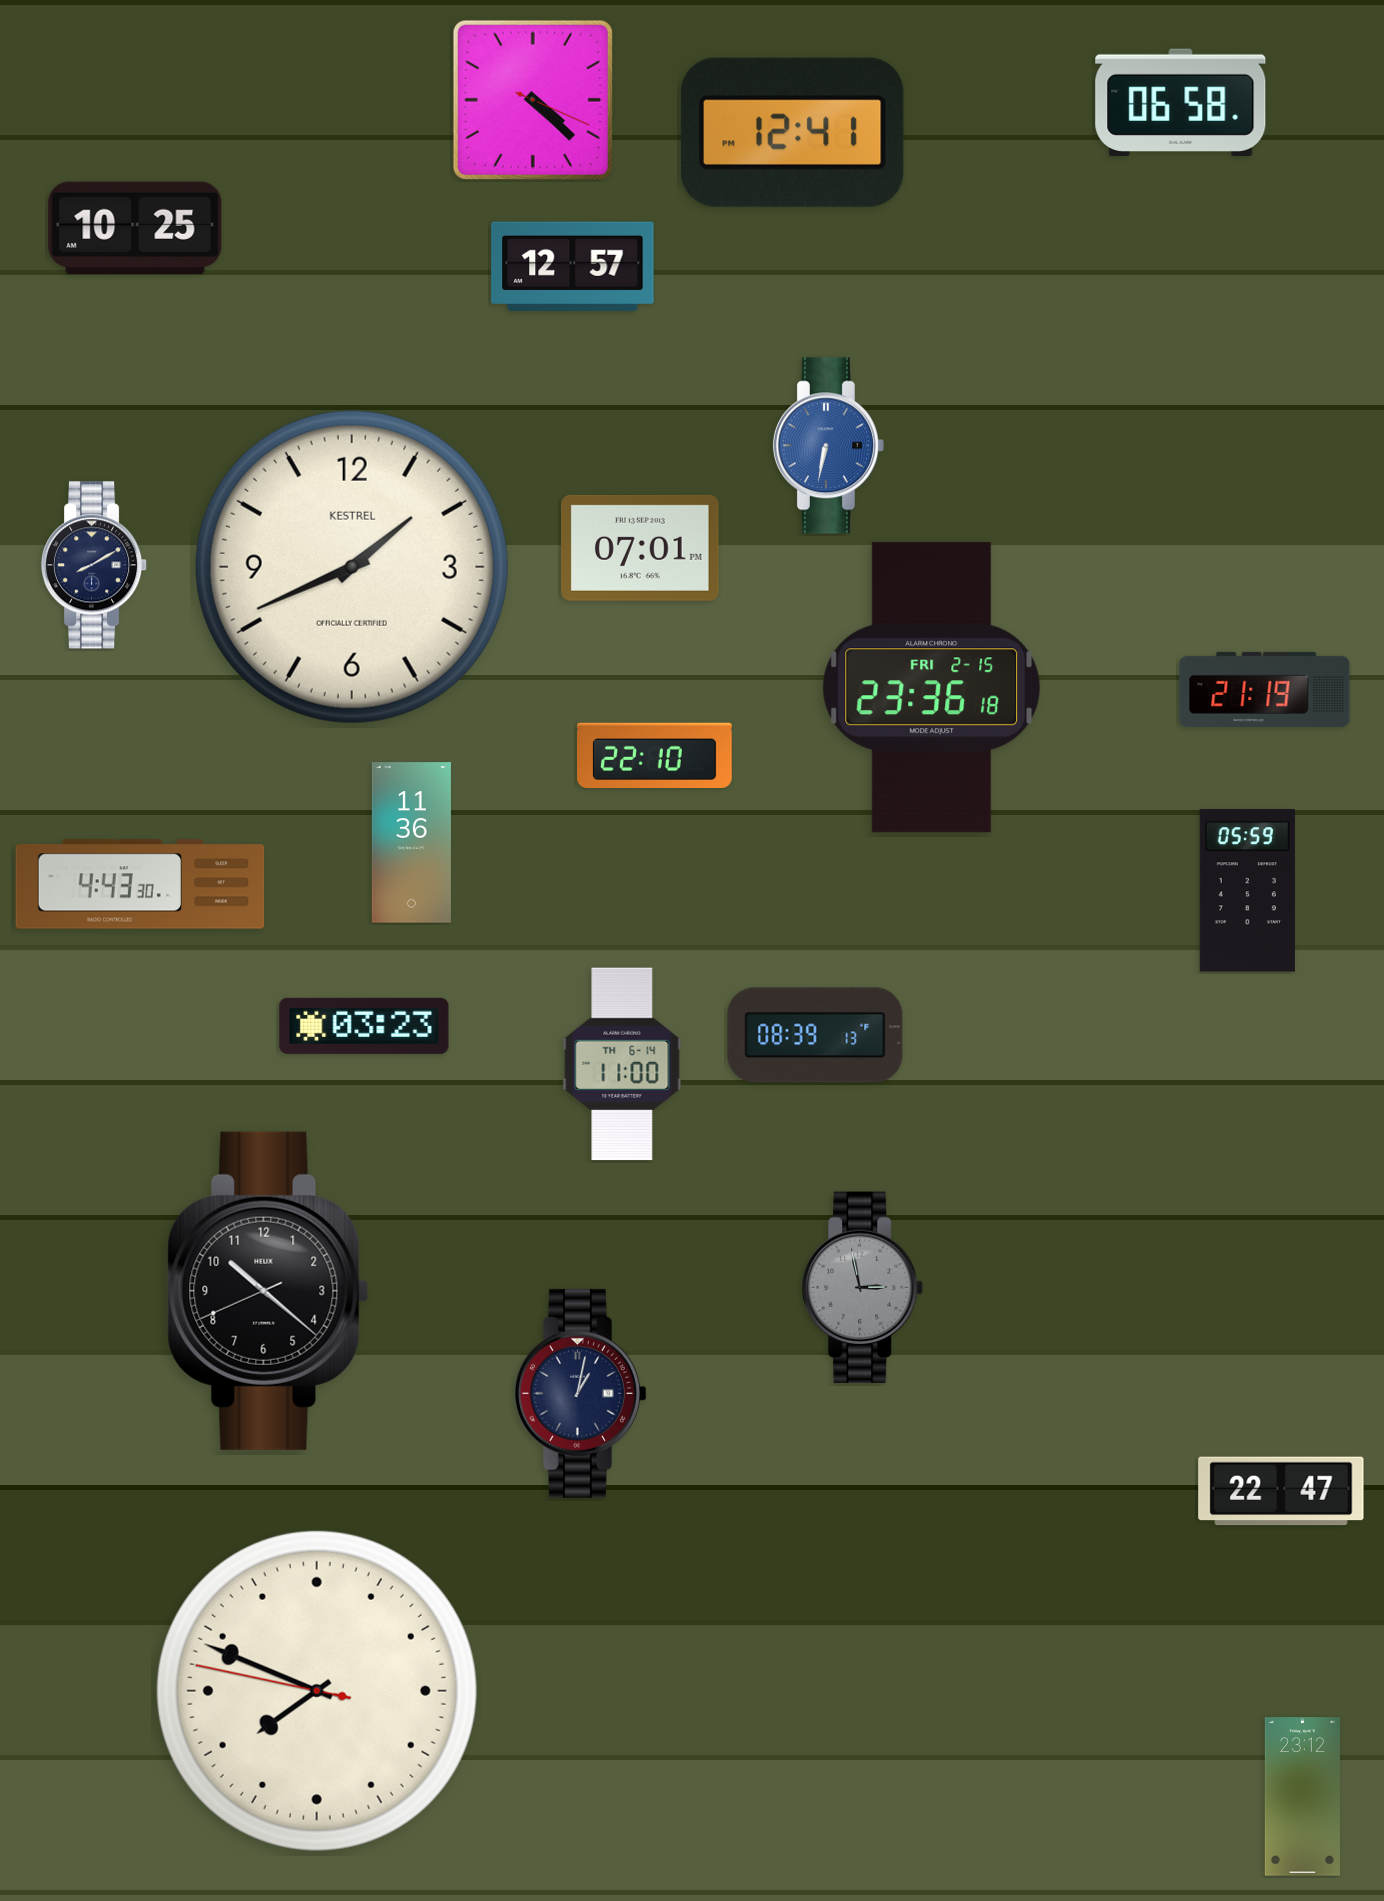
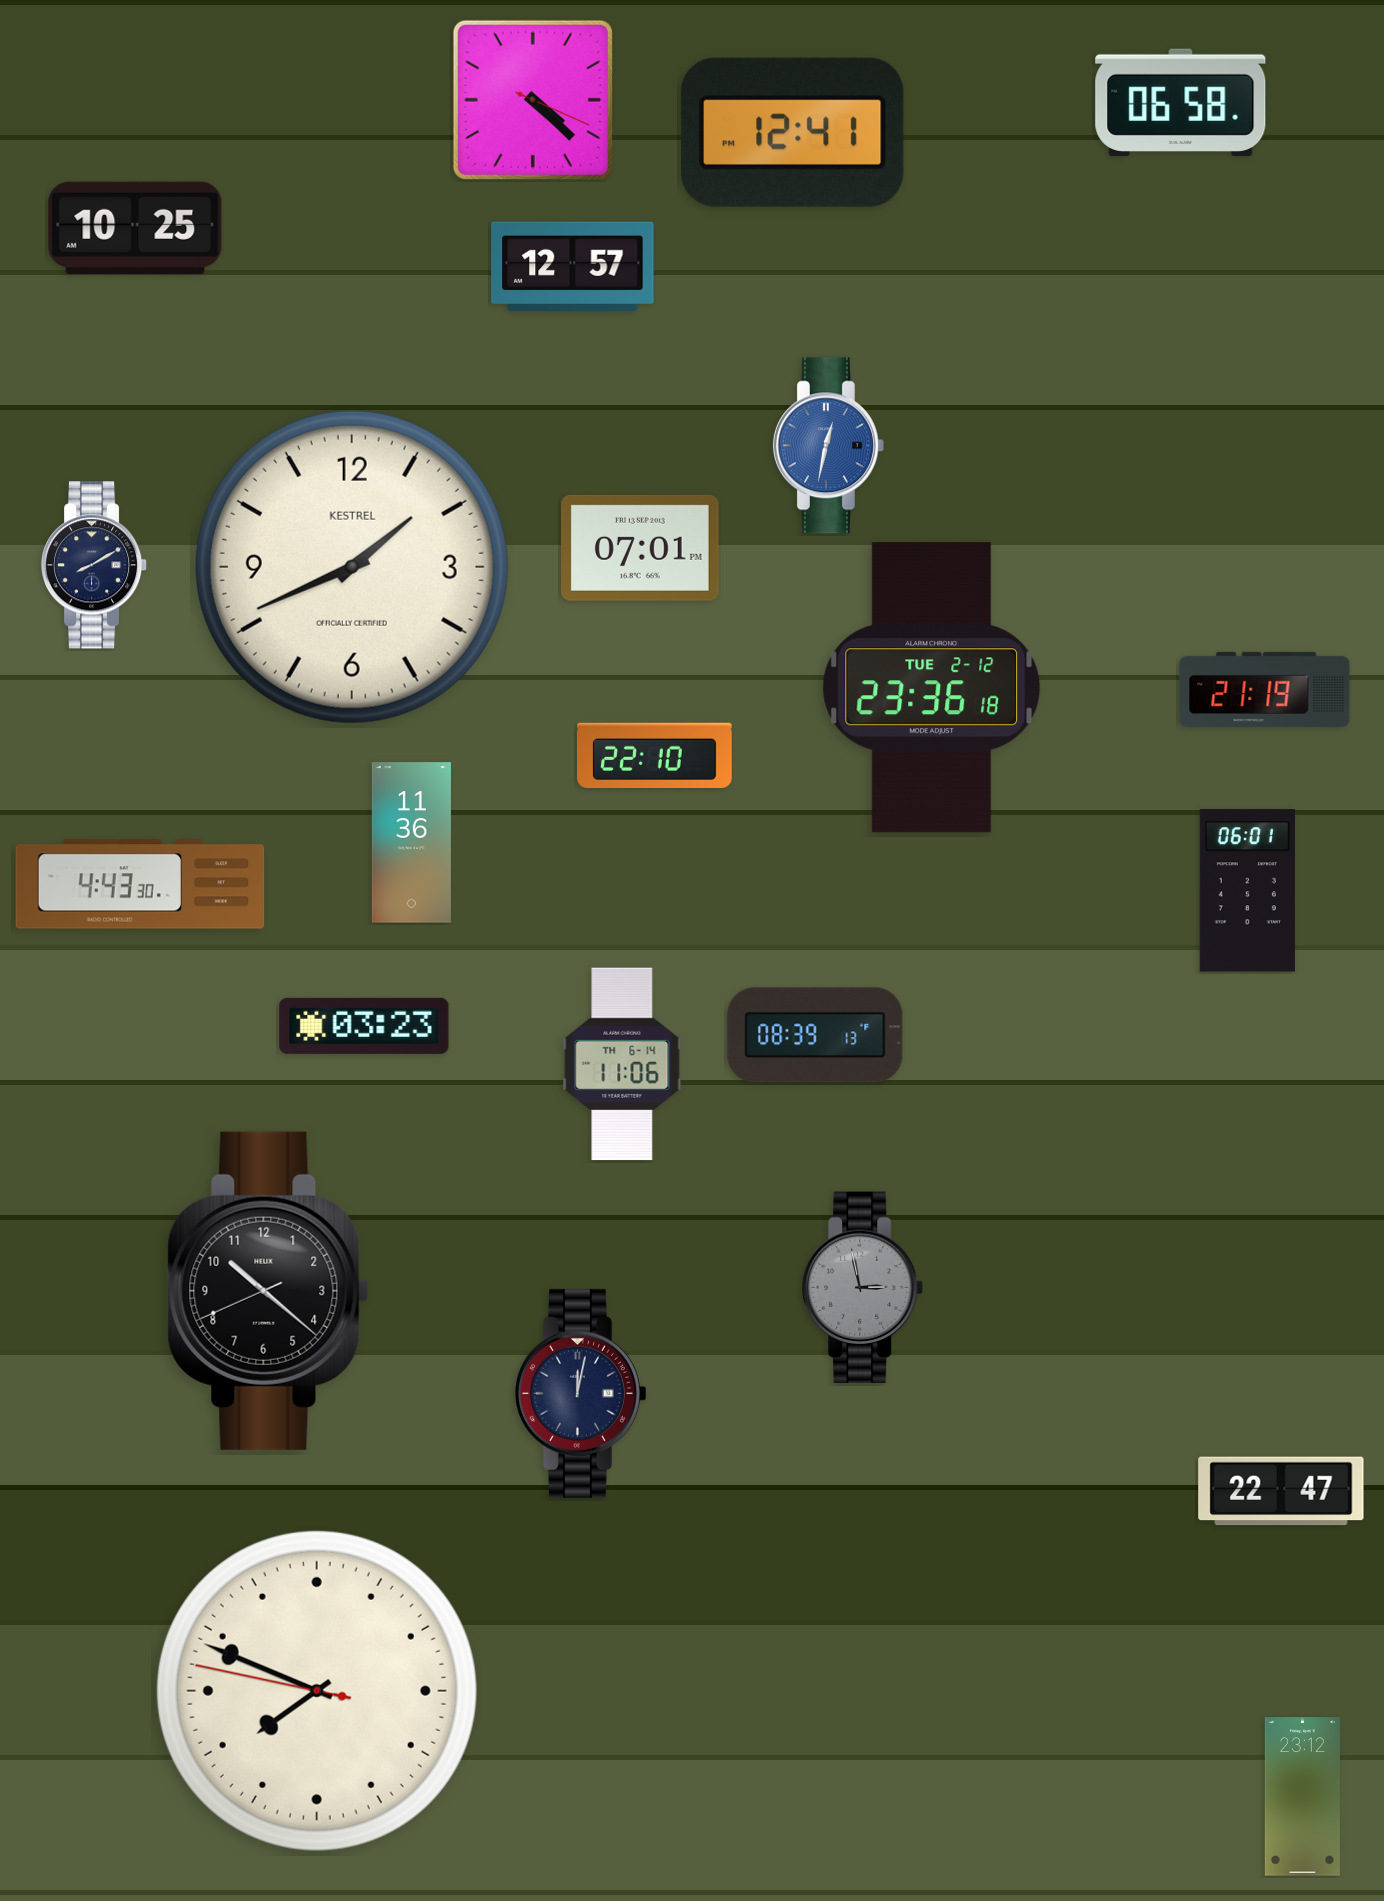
clock at (828, 446): 6:32 -> 12:32
clock at (932, 688) date: FRI 2-15 -> TUE 2-12
clock at (1247, 891): 05:59 -> 06:01
clock at (622, 1064): 11:00 -> 11:06
clock at (581, 1393): 1:02 -> 12:02
